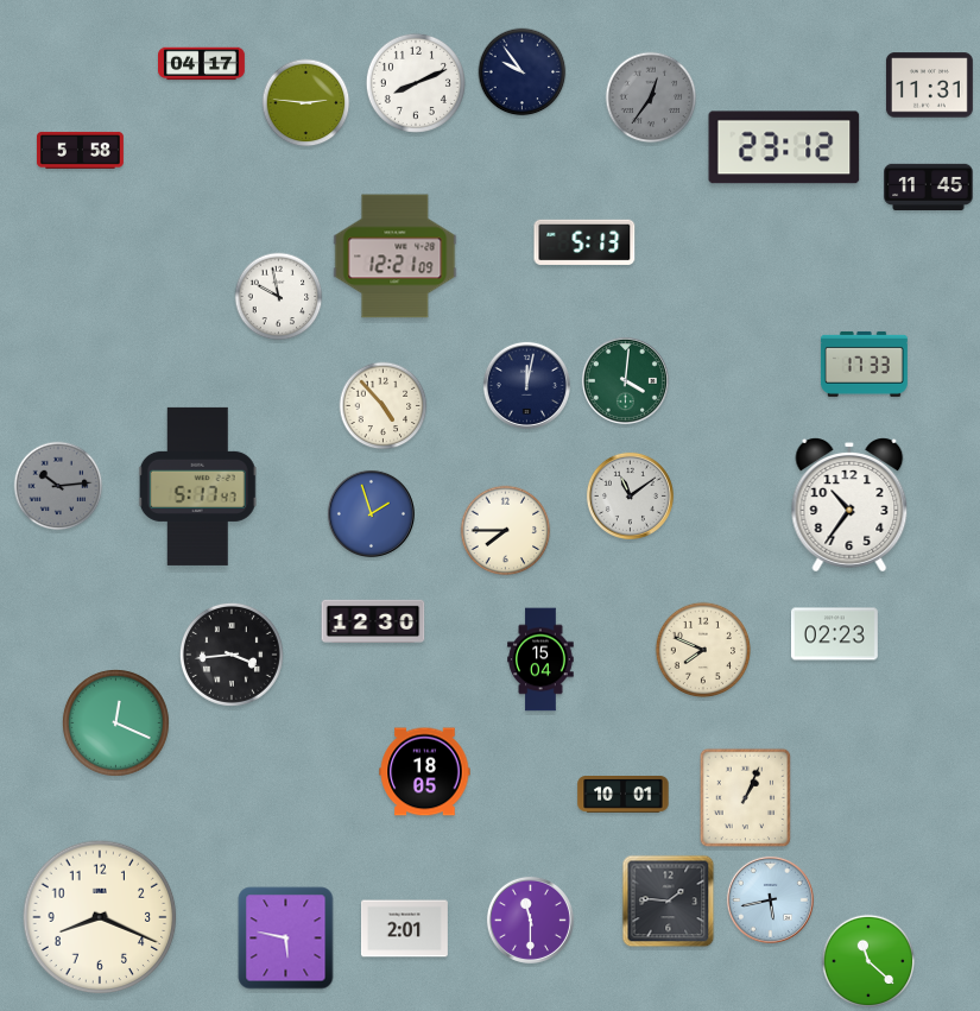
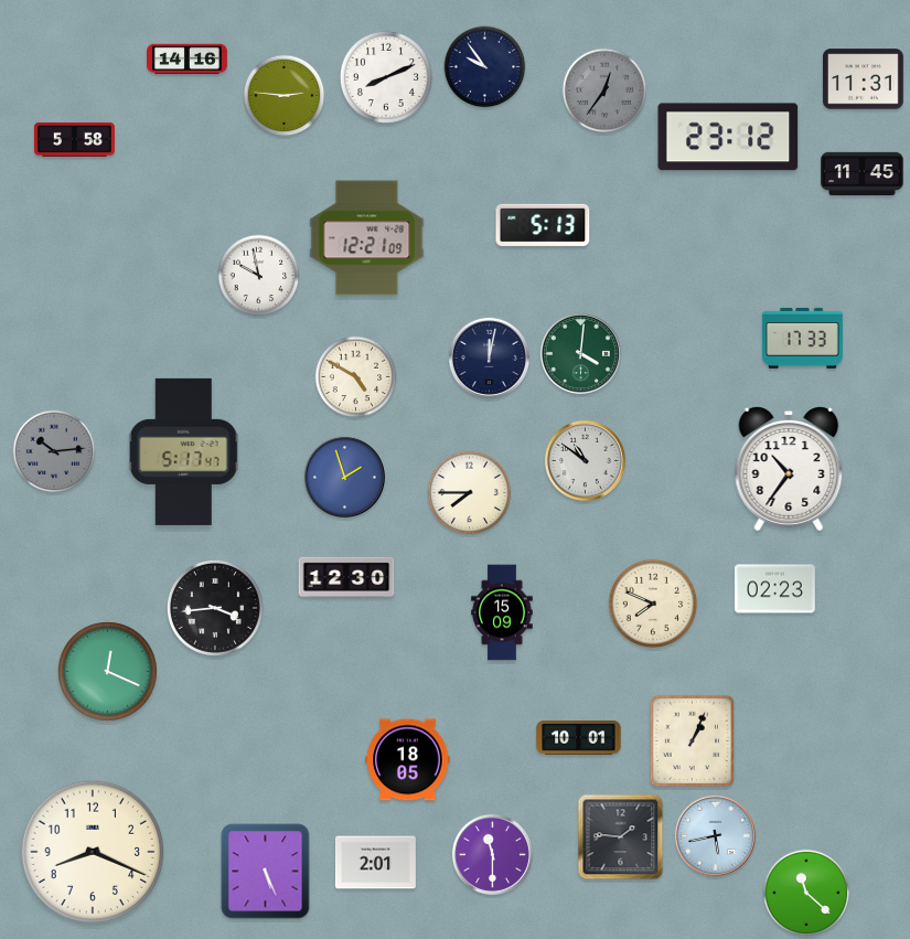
clock at (202, 64): 04:17 -> 14:16
clock at (384, 406): 4:53 -> 4:50
clock at (630, 495): 11:09 -> 10:51
clock at (540, 659): 15:04 -> 15:09
clock at (425, 772) position: (425, 772) -> (408, 760)
clock at (286, 939): 5:47 -> 5:26
